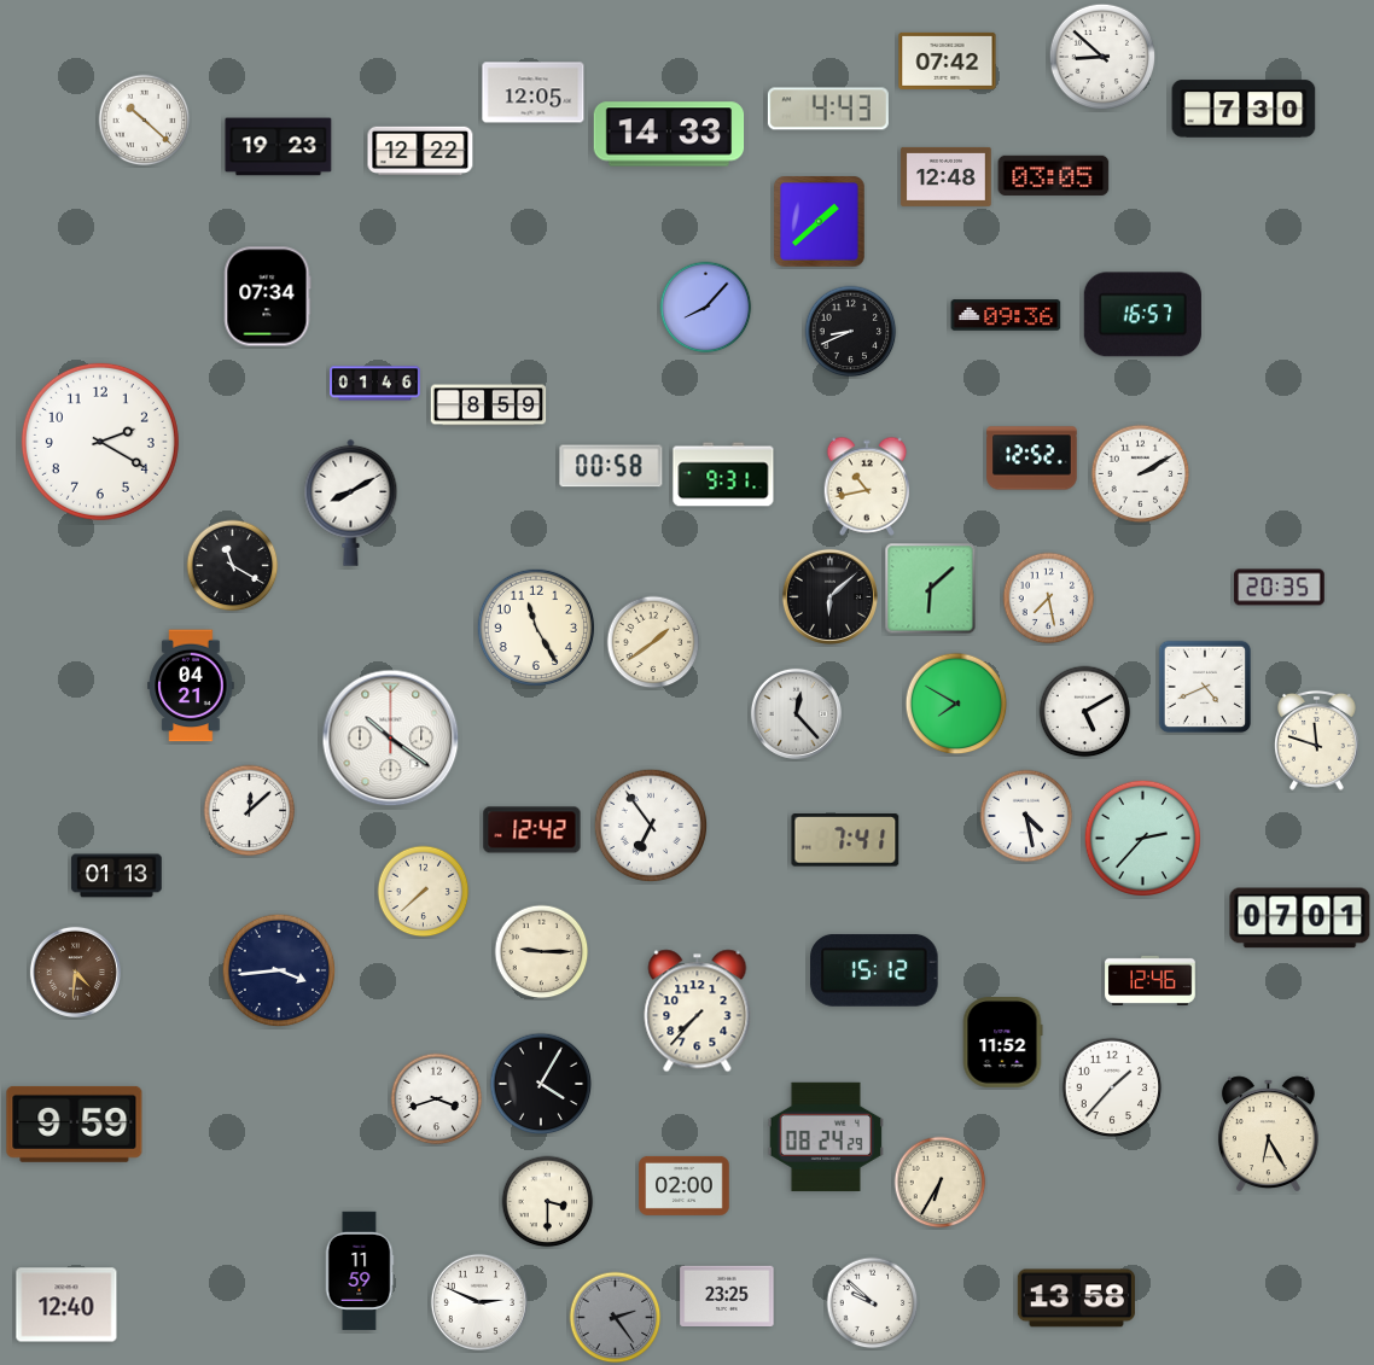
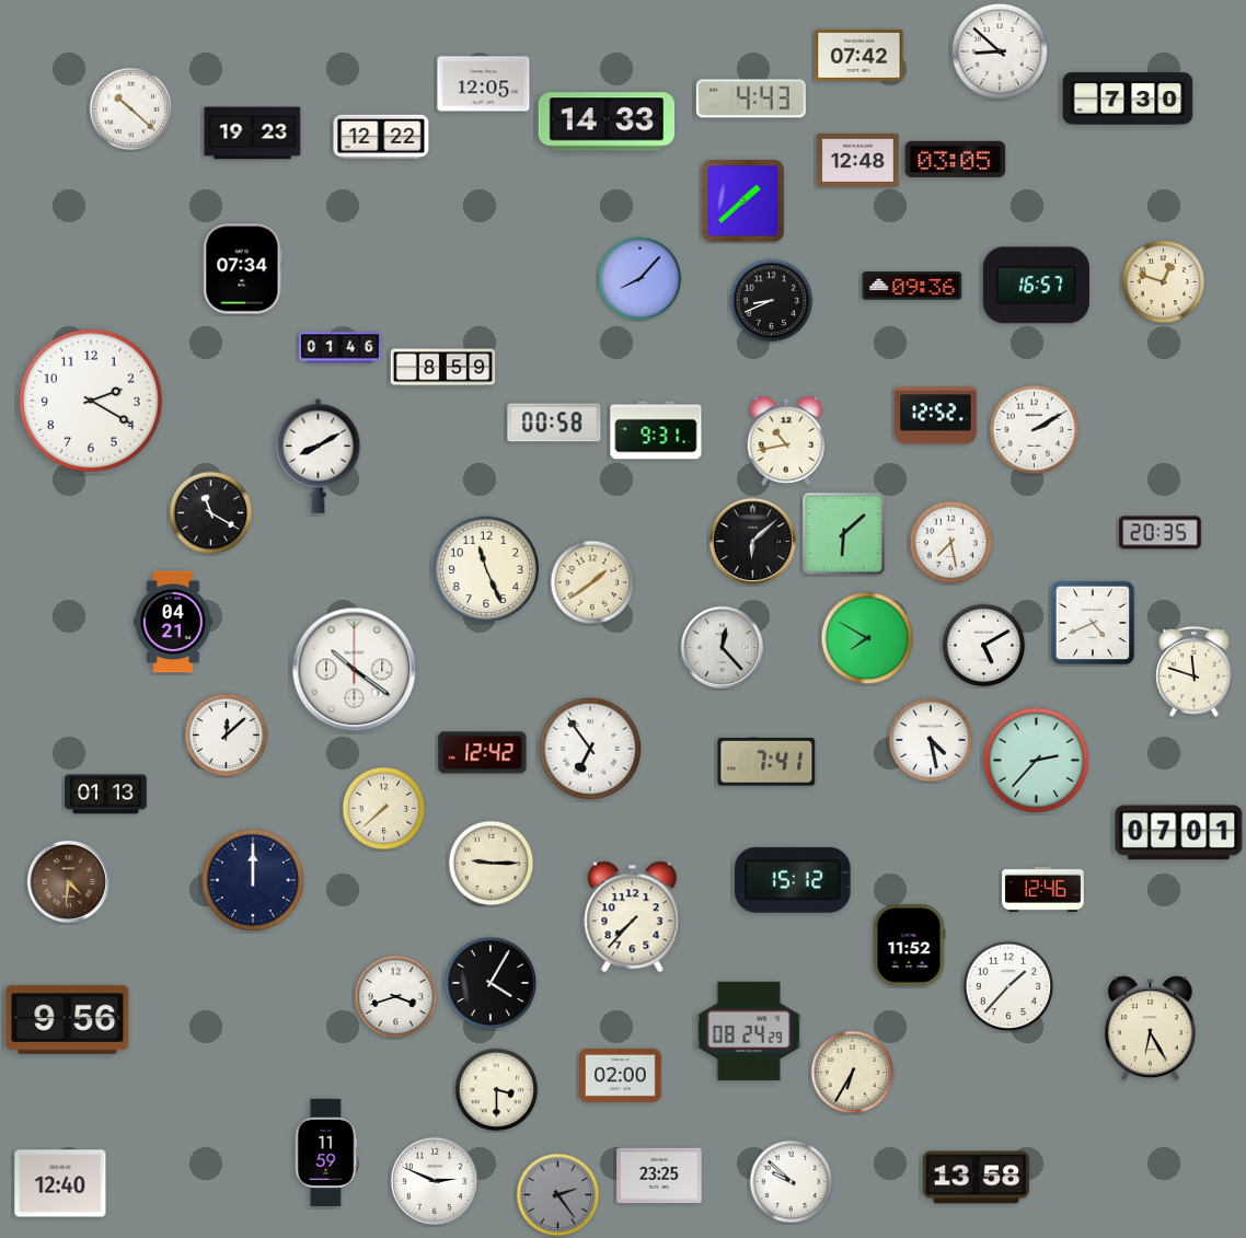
clock at (1164, 282): none -> 12:48
clock at (535, 626): 11:25 -> 11:26
clock at (279, 970): 3:44 -> 12:00
clock at (75, 1124): 9:59 -> 9:56
